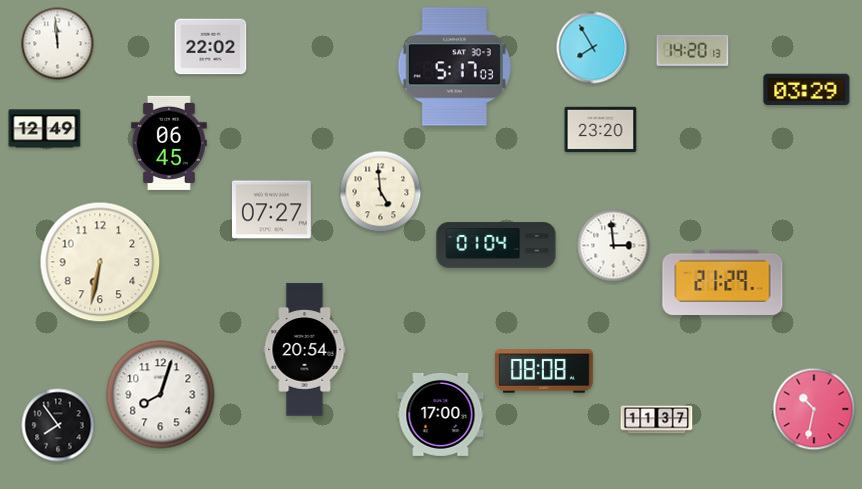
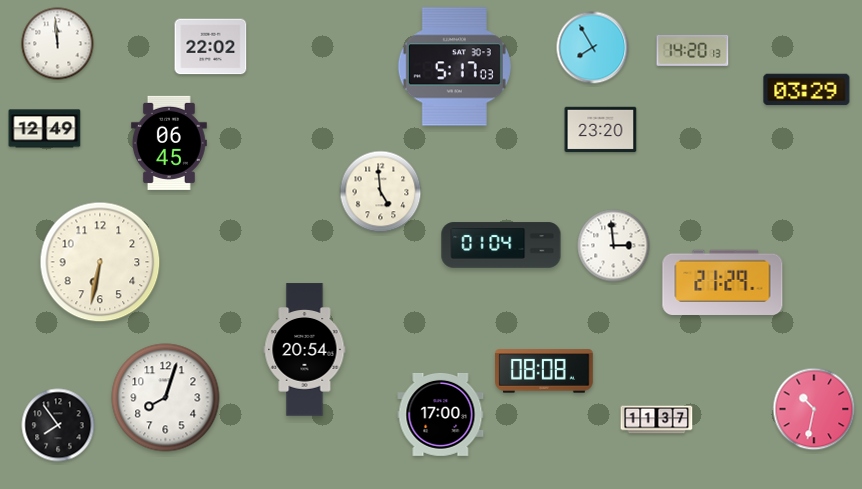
clock at (271, 210): 07:27 -> none
clock at (496, 245) position: (496, 245) -> (501, 245)
clock at (161, 395) position: (161, 395) -> (166, 398)
